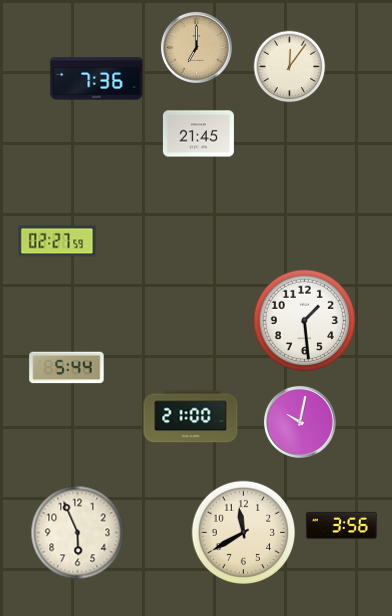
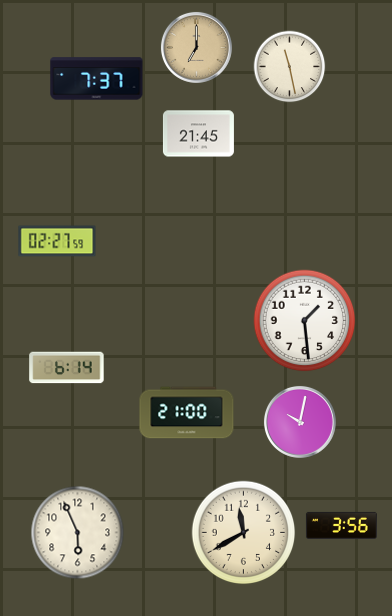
clock at (290, 67): 12:06 -> 11:28
clock at (97, 79): 7:36 -> 7:37
clock at (67, 368): 5:44 -> 6:14
clock at (191, 417) position: (191, 417) -> (187, 413)
